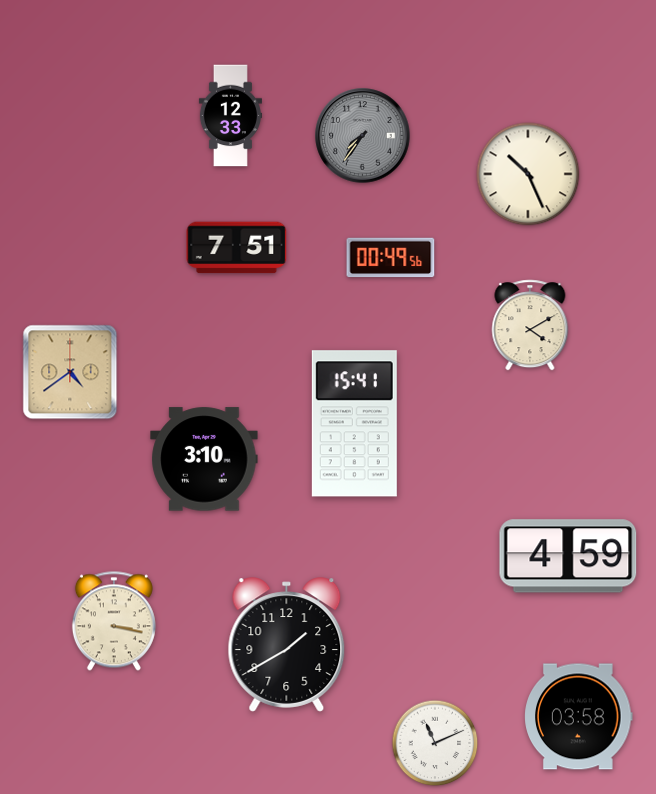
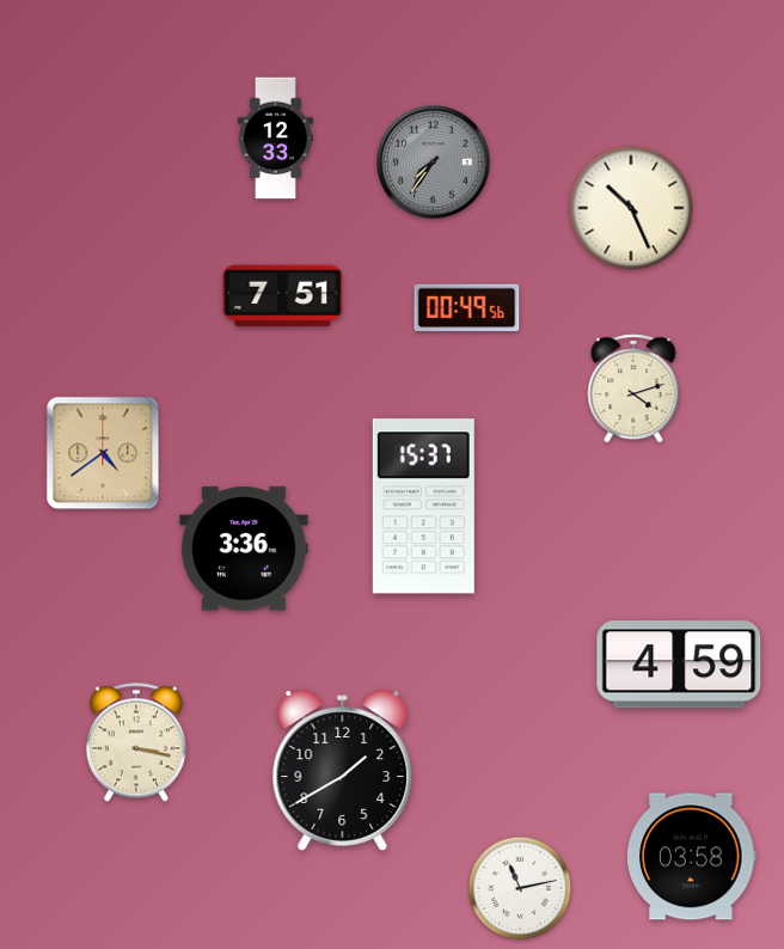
clock at (530, 325): 4:10 -> 4:12
clock at (70, 372) position: (70, 372) -> (103, 453)
clock at (354, 424): 15:41 -> 15:37
clock at (204, 459): 3:10 -> 3:36
clock at (435, 743): 11:11 -> 11:13
